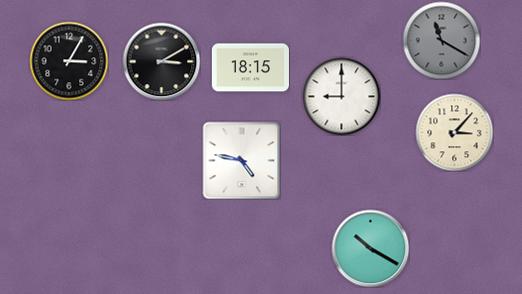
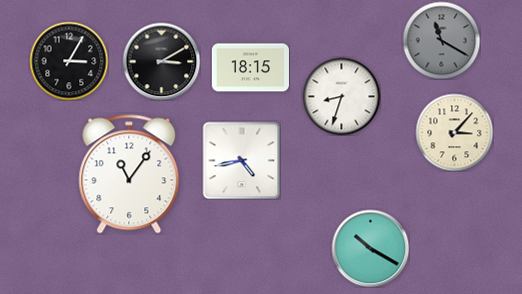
clock at (341, 96): 9:00 -> 8:33
clock at (241, 160): 4:47 -> 4:43
clock at (129, 174): none -> 11:06
